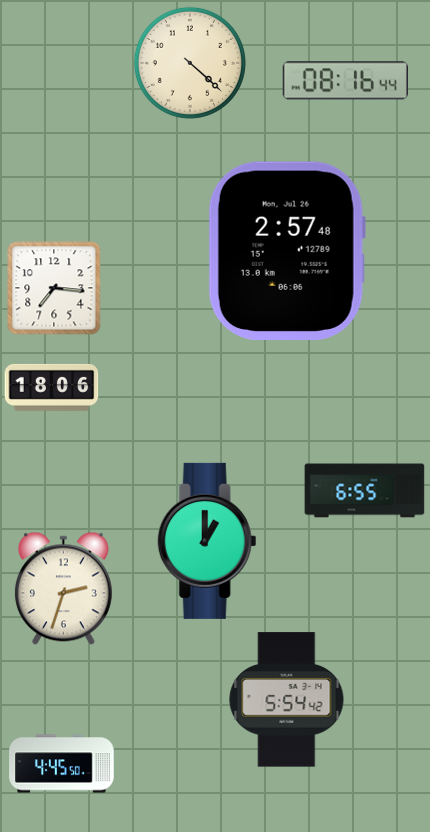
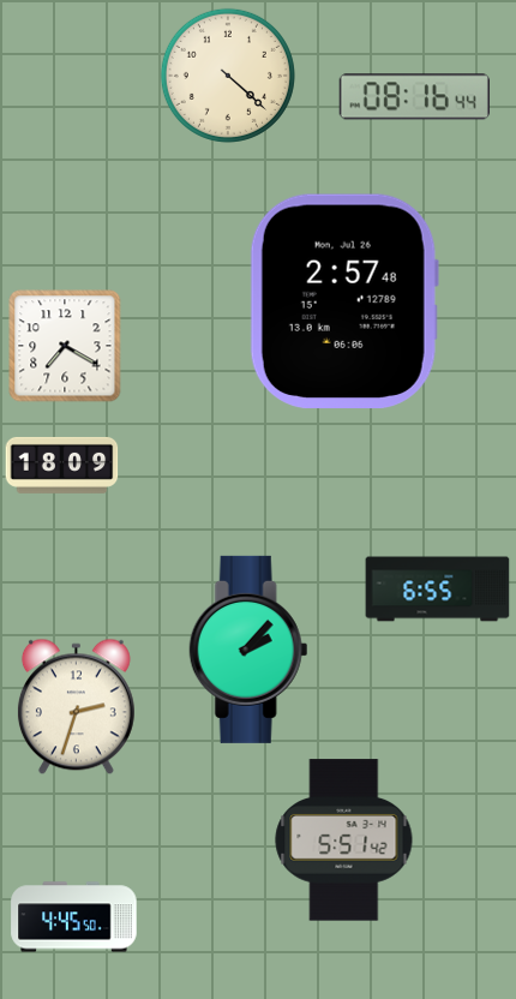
clock at (54, 288): 7:16 -> 7:20
clock at (52, 387): 18:06 -> 18:09
clock at (207, 541): 1:00 -> 2:07
clock at (287, 700): 5:54 -> 5:51
